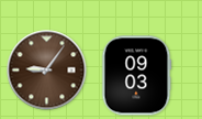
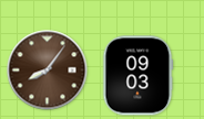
clock at (47, 71): 9:06 -> 8:06
